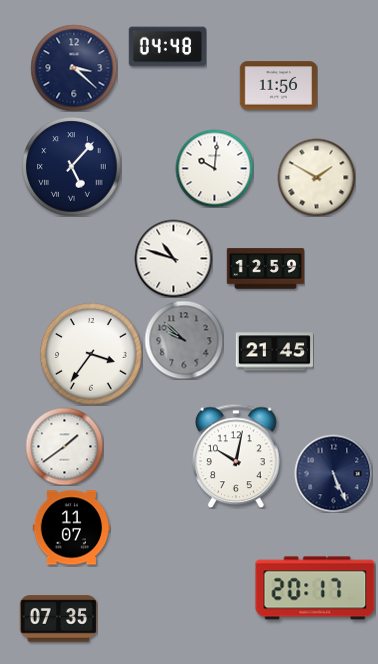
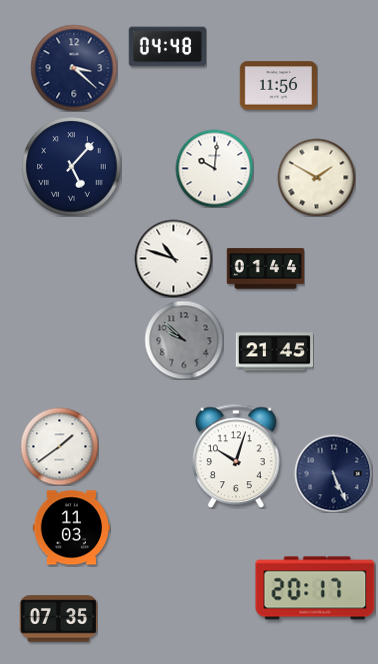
clock at (265, 269): 12:59 -> 01:44
clock at (91, 354): 3:36 -> none
clock at (64, 446) position: (64, 446) -> (59, 446)
clock at (236, 456): 10:02 -> 10:03
clock at (71, 528): 11:07 -> 11:03
